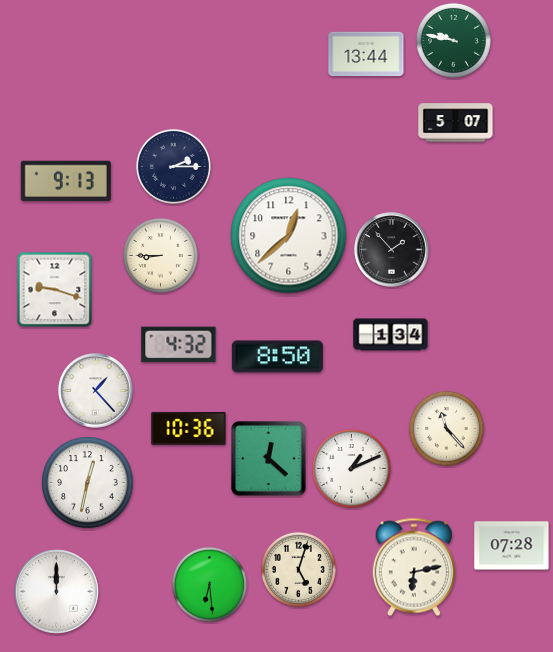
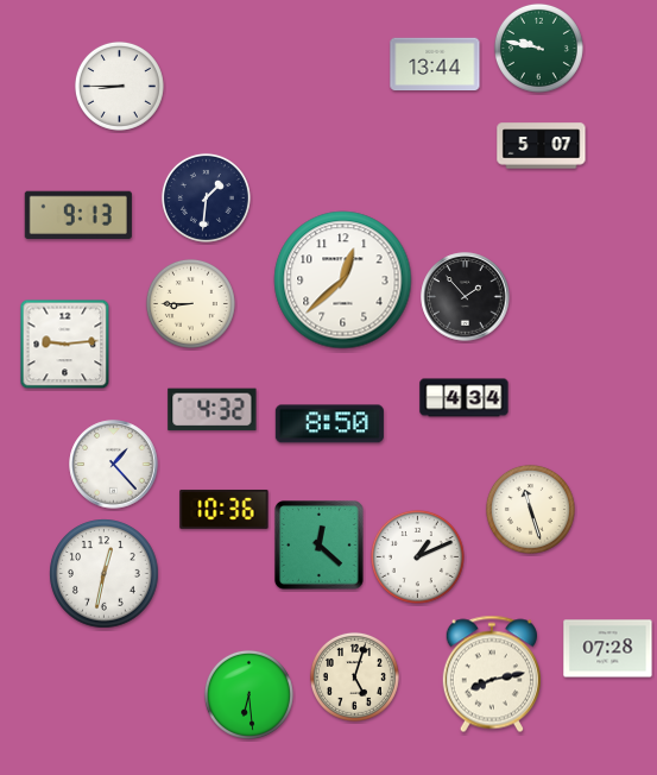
clock at (119, 86): none -> 8:45
clock at (173, 166): 2:15 -> 1:31
clock at (55, 290): 9:18 -> 9:14
clock at (391, 335): 1:34 -> 4:34
clock at (446, 428): 11:23 -> 11:27
clock at (414, 567): 6:13 -> 8:13
clock at (57, 592): 12:00 -> none
